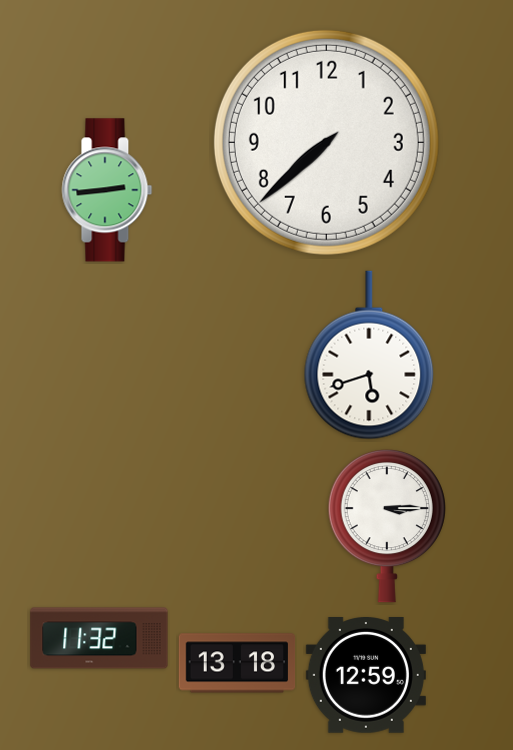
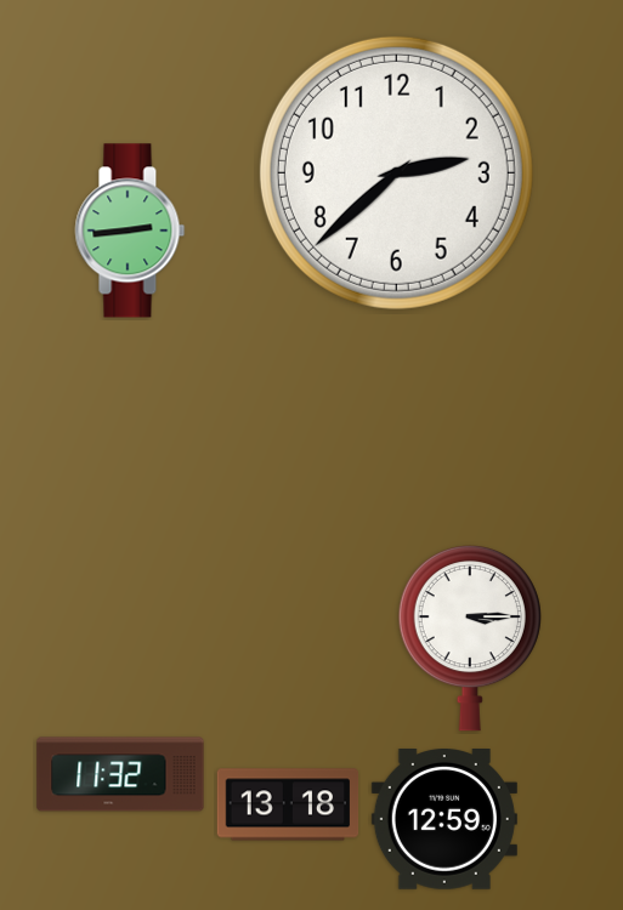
clock at (326, 142): 7:38 -> 2:38
clock at (369, 355): 5:42 -> none
